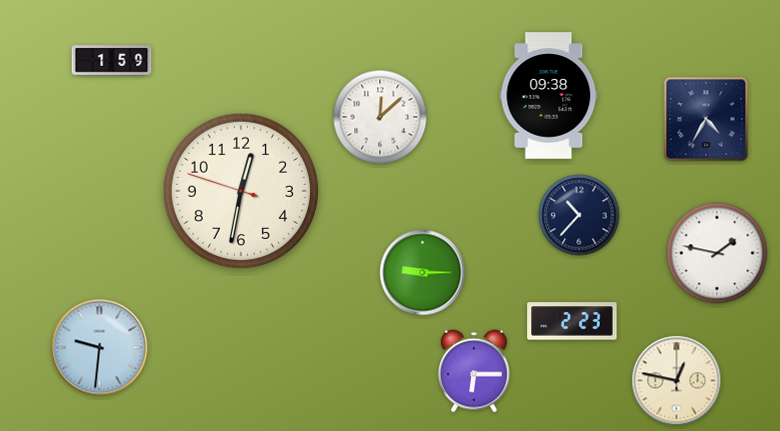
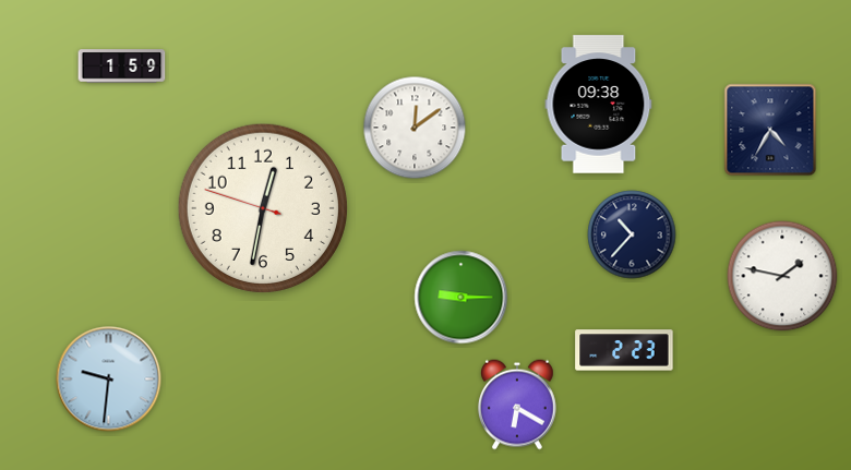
clock at (380, 117): 12:08 -> 12:09
clock at (474, 371): 6:15 -> 6:20
clock at (677, 381): 12:47 -> none
